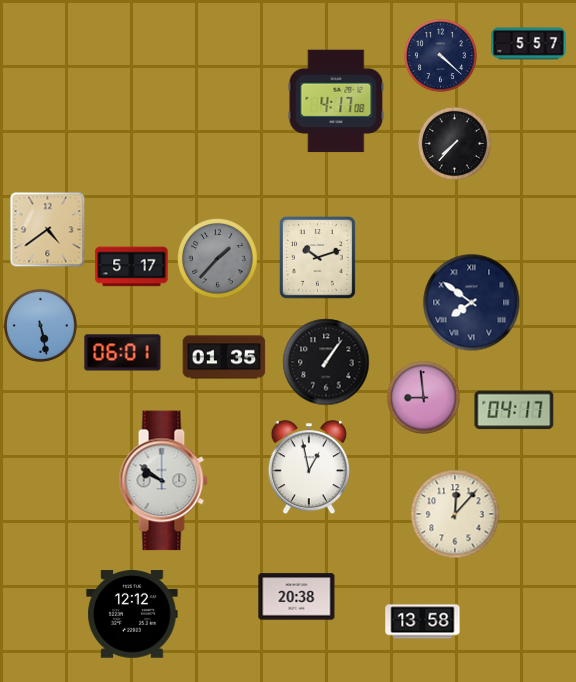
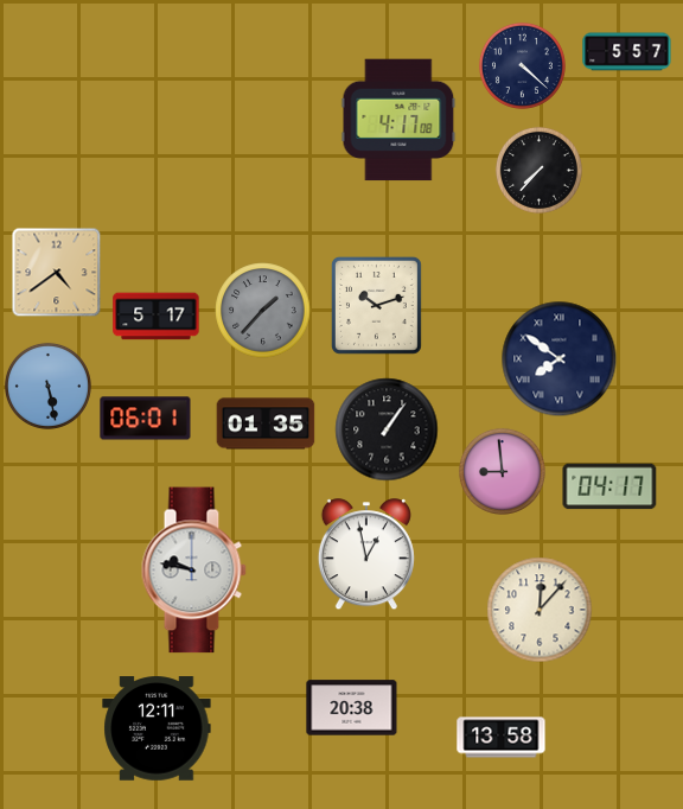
clock at (218, 259) position: (218, 259) -> (263, 311)
clock at (163, 481): 9:51 -> 9:47
clock at (132, 614): 12:12 -> 12:11
